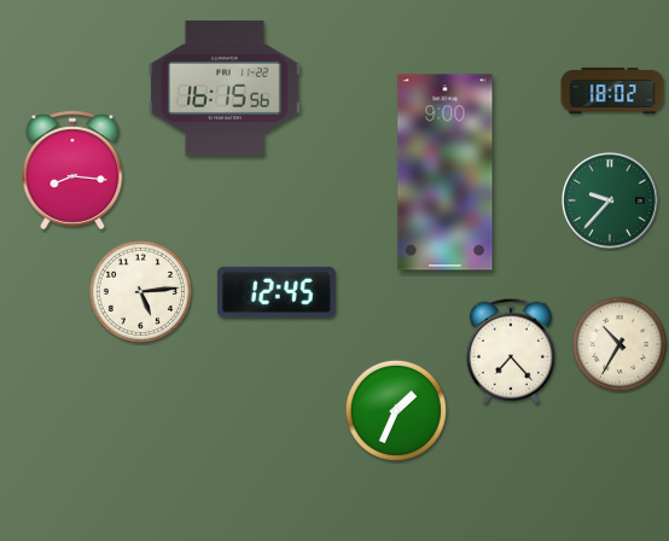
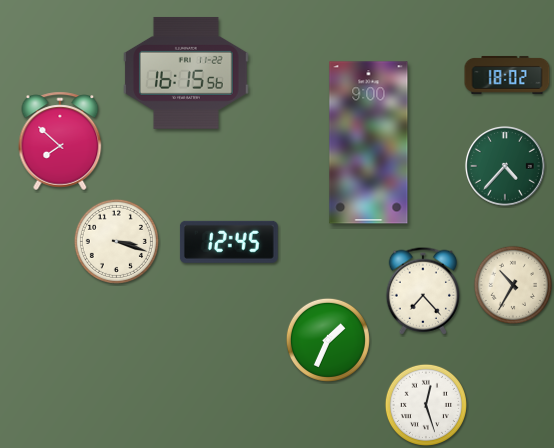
clock at (72, 170): 8:16 -> 7:52
clock at (610, 200): 9:37 -> 4:37
clock at (140, 291): 5:14 -> 3:18
clock at (426, 405): none -> 12:27
